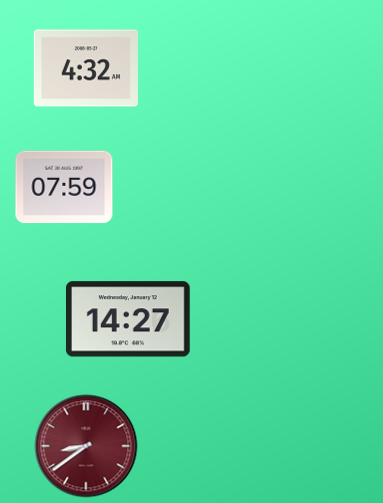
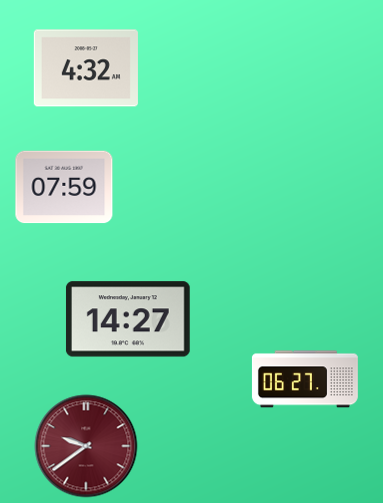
clock at (305, 379): none -> 06:27
clock at (86, 446): 8:39 -> 9:39
